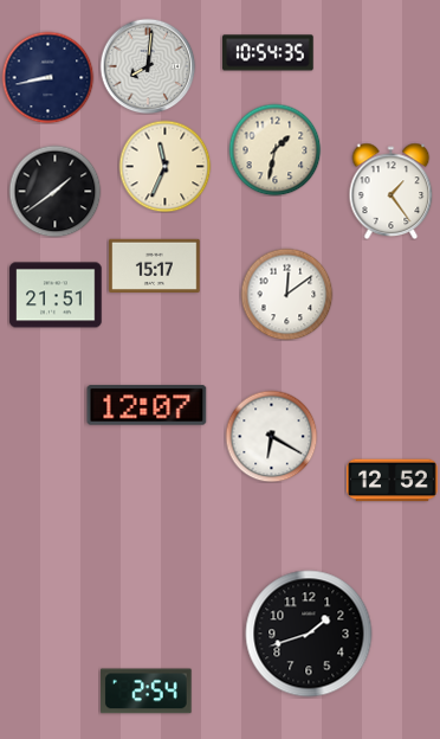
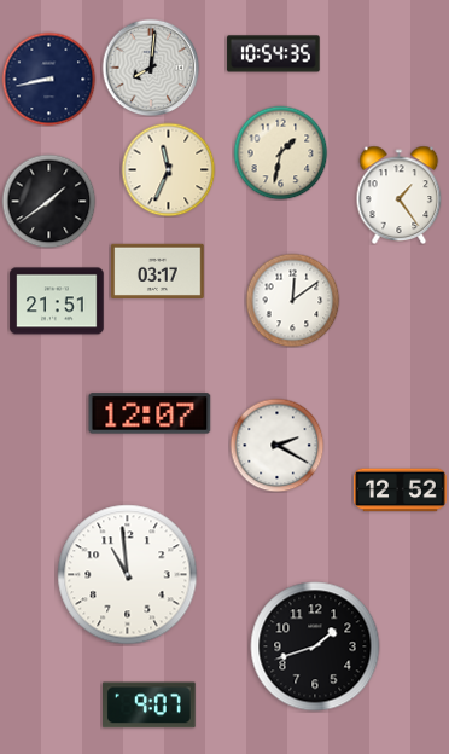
clock at (54, 191) position: (54, 191) -> (48, 201)
clock at (155, 265): 15:17 -> 03:17
clock at (271, 436): 6:20 -> 2:20
clock at (128, 575): none -> 10:59
clock at (147, 692): 2:54 -> 9:07
